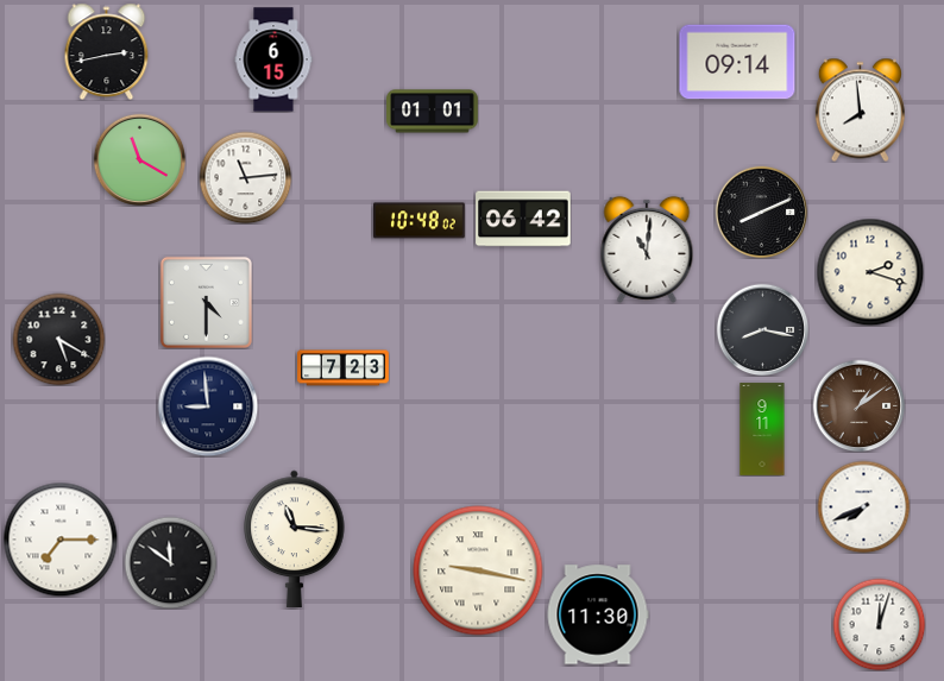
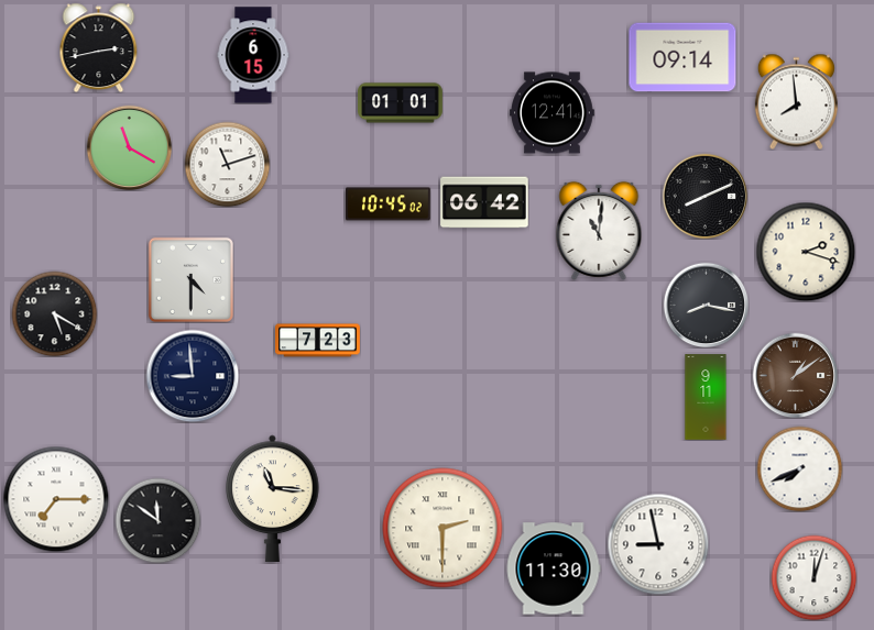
clock at (553, 113): none -> 12:41
clock at (245, 177): 11:14 -> 11:12
clock at (420, 221): 10:48 -> 10:45
clock at (478, 570): 9:17 -> 2:30
clock at (658, 544): none -> 8:58
